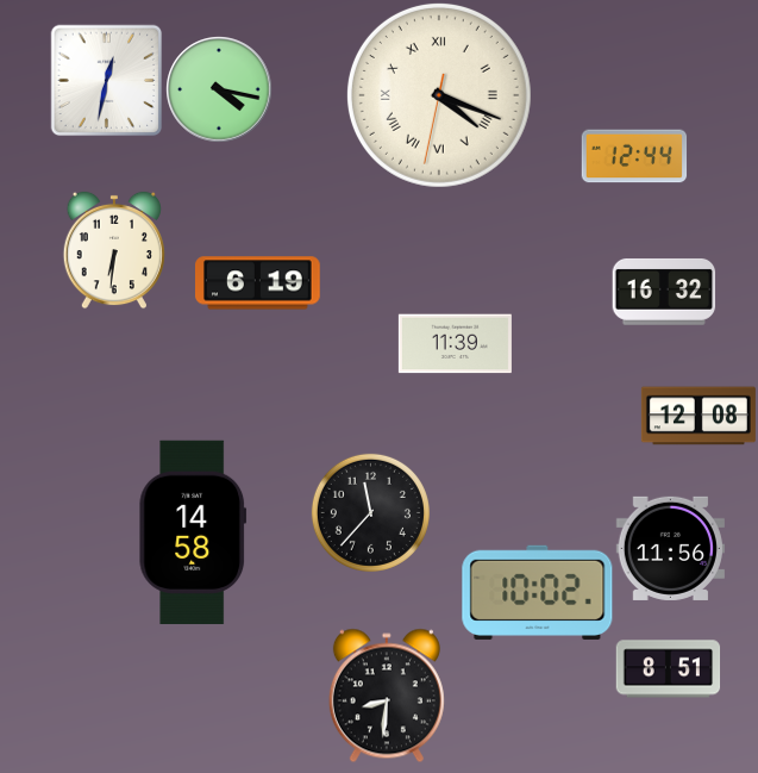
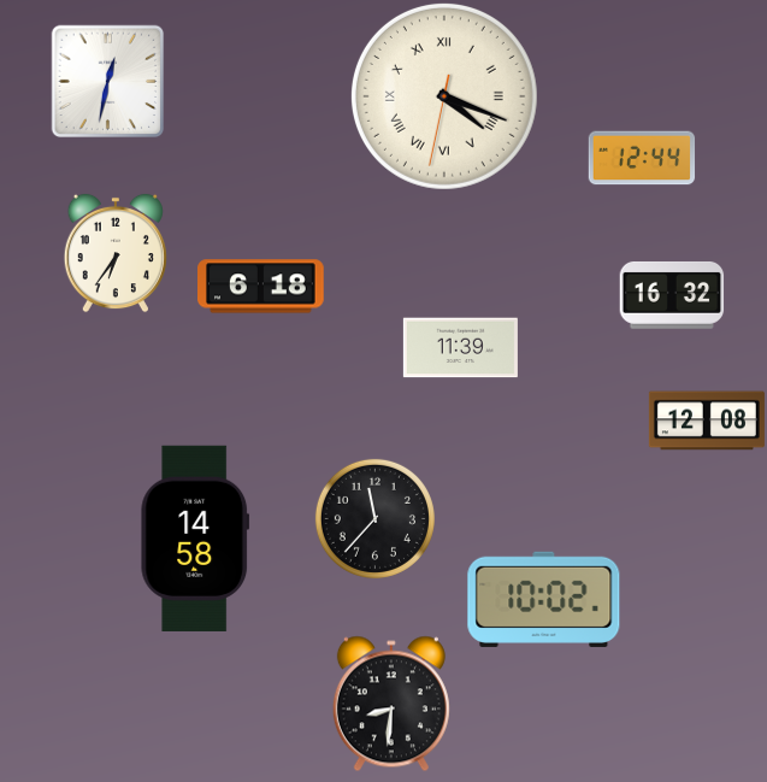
clock at (219, 89): 4:17 -> none
clock at (114, 250): 6:31 -> 6:36
clock at (258, 283): 6:19 -> 6:18
clock at (670, 548): 11:56 -> none
clock at (668, 669): 8:51 -> none
